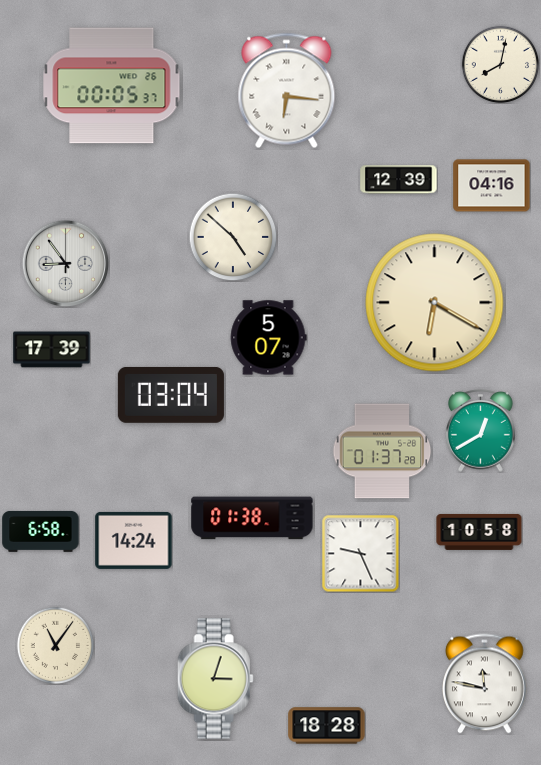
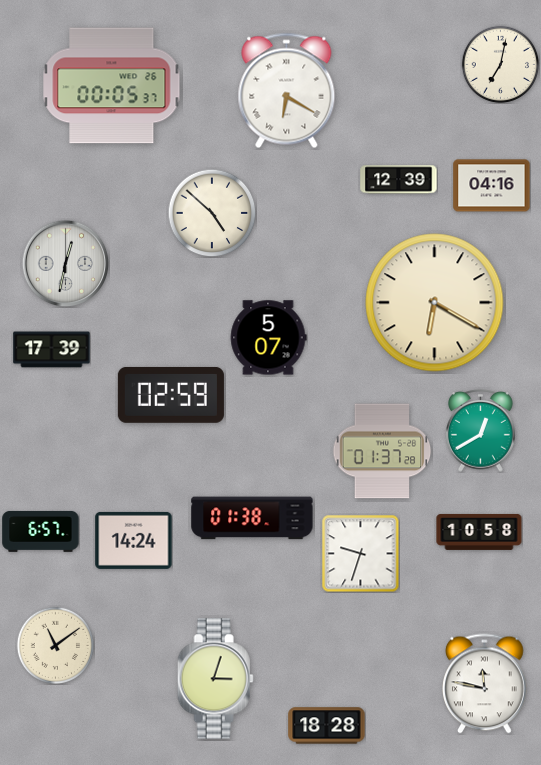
clock at (500, 64): 8:02 -> 7:02
clock at (287, 91): 6:16 -> 6:20
clock at (233, 237) position: (233, 237) -> (212, 213)
clock at (65, 263): 8:54 -> 12:32
clock at (171, 395): 03:04 -> 02:59
clock at (41, 531): 6:58 -> 6:57
clock at (360, 553): 9:26 -> 9:33
clock at (55, 645): 11:06 -> 11:09
